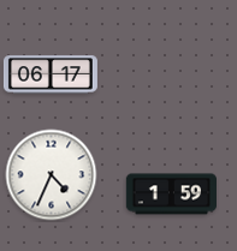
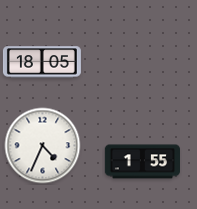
clock at (51, 74): 06:17 -> 18:05
clock at (171, 195): 1:59 -> 1:55
